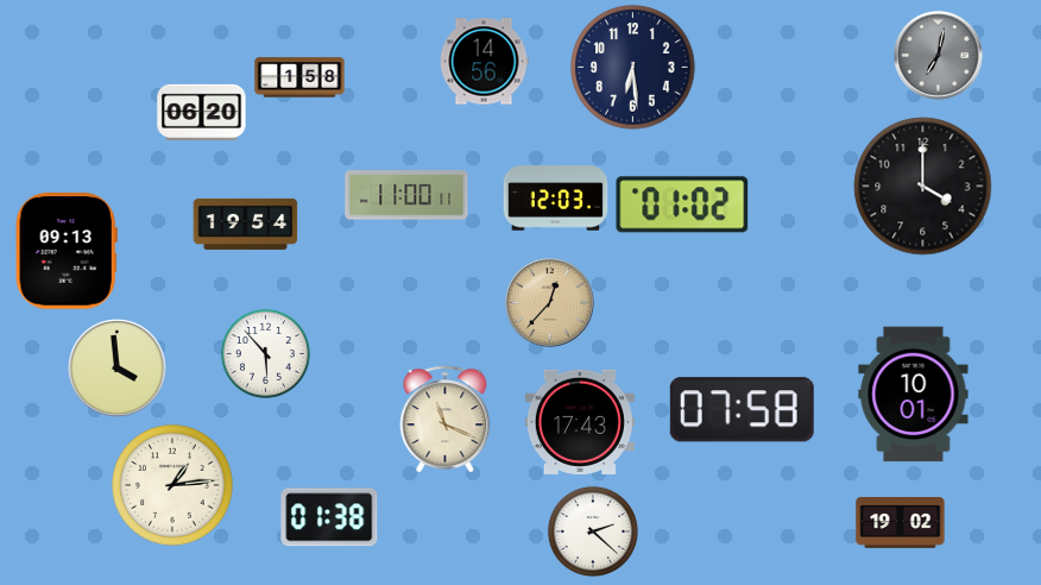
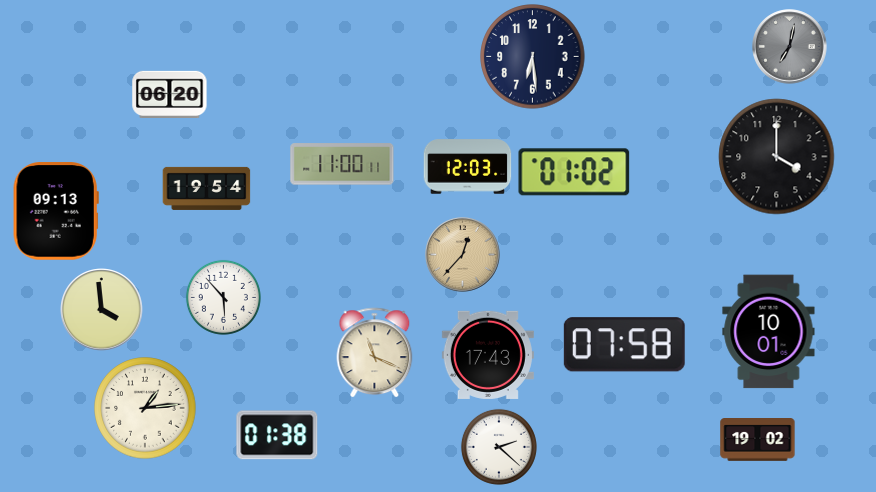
clock at (484, 62): 14:56 -> none
clock at (299, 77): 1:58 -> none
clock at (118, 369) position: (118, 369) -> (102, 310)
